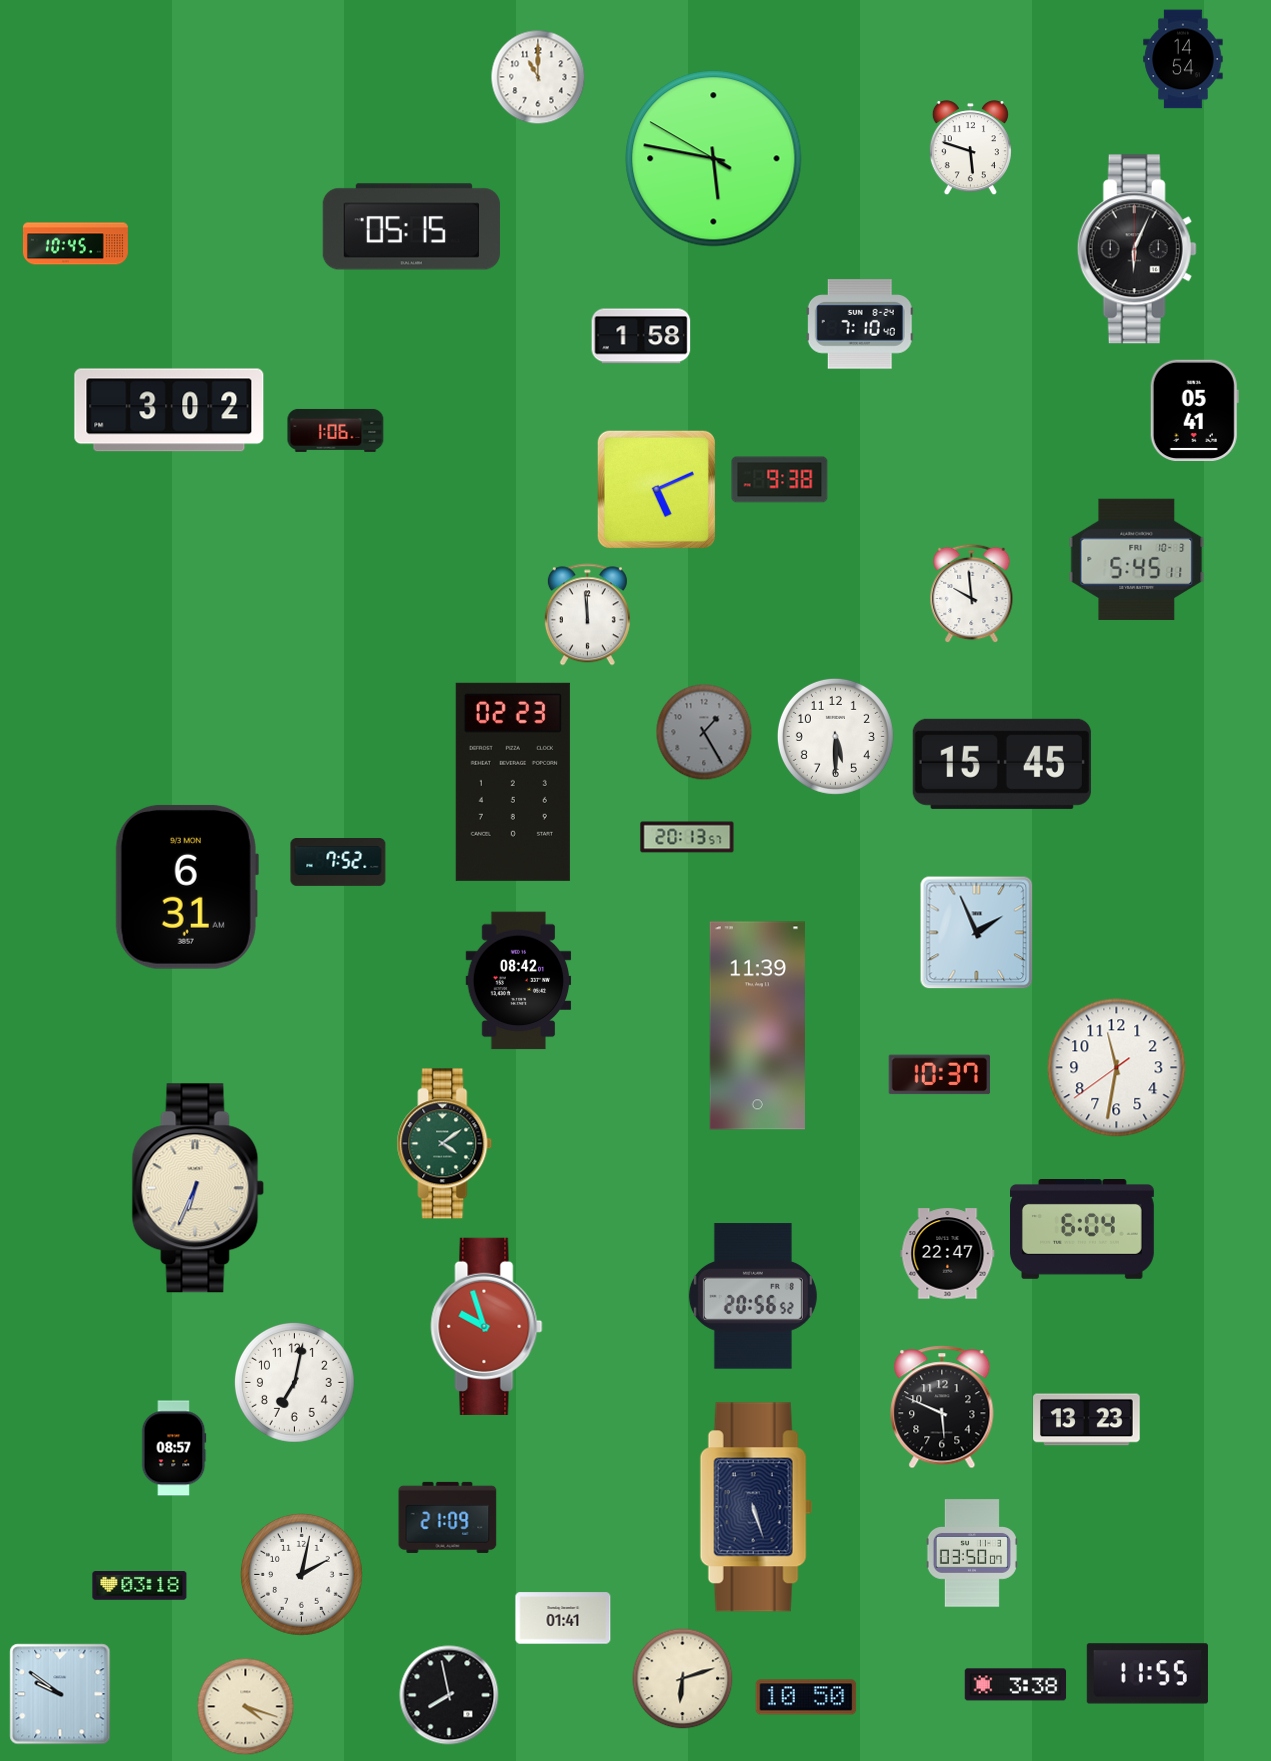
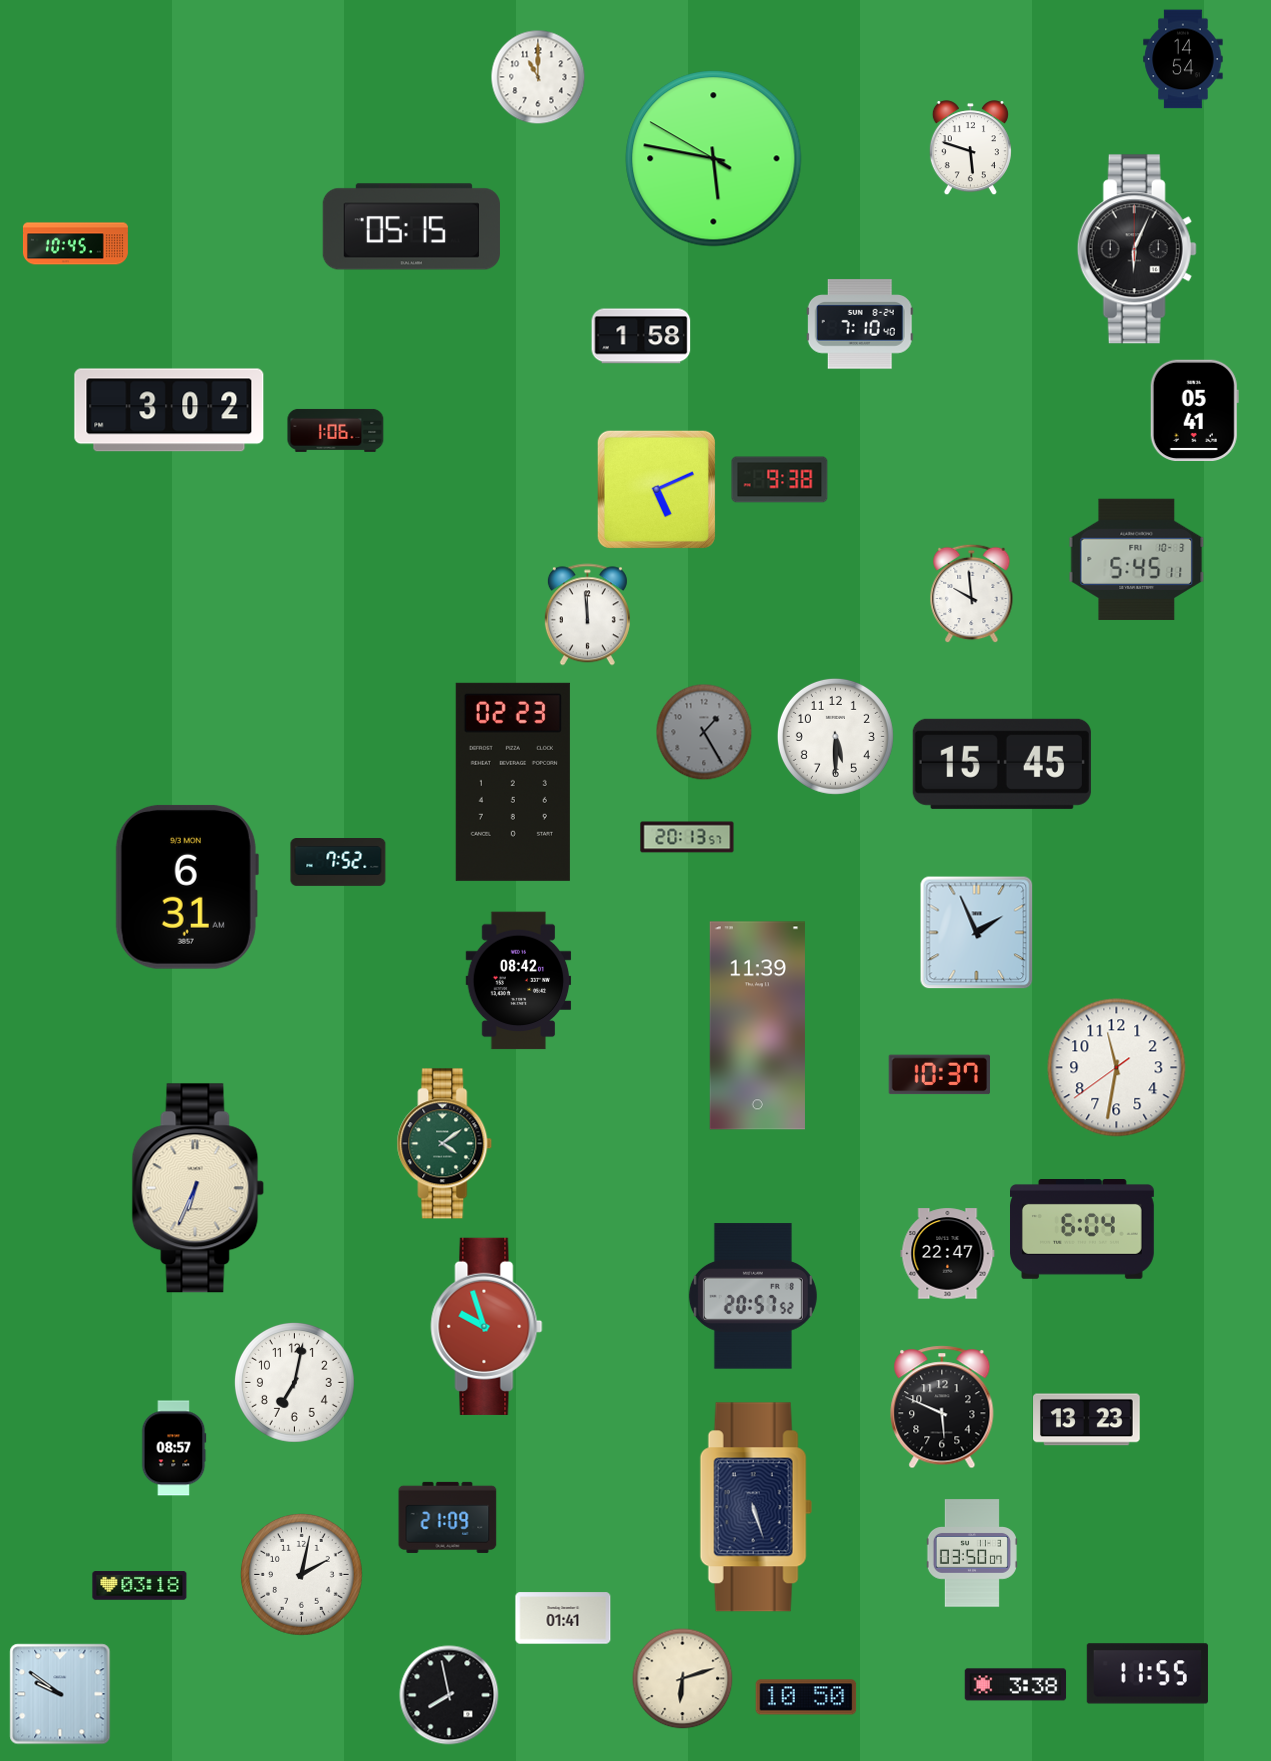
clock at (753, 1296): 20:56 -> 20:57
clock at (246, 1707): 4:18 -> none
